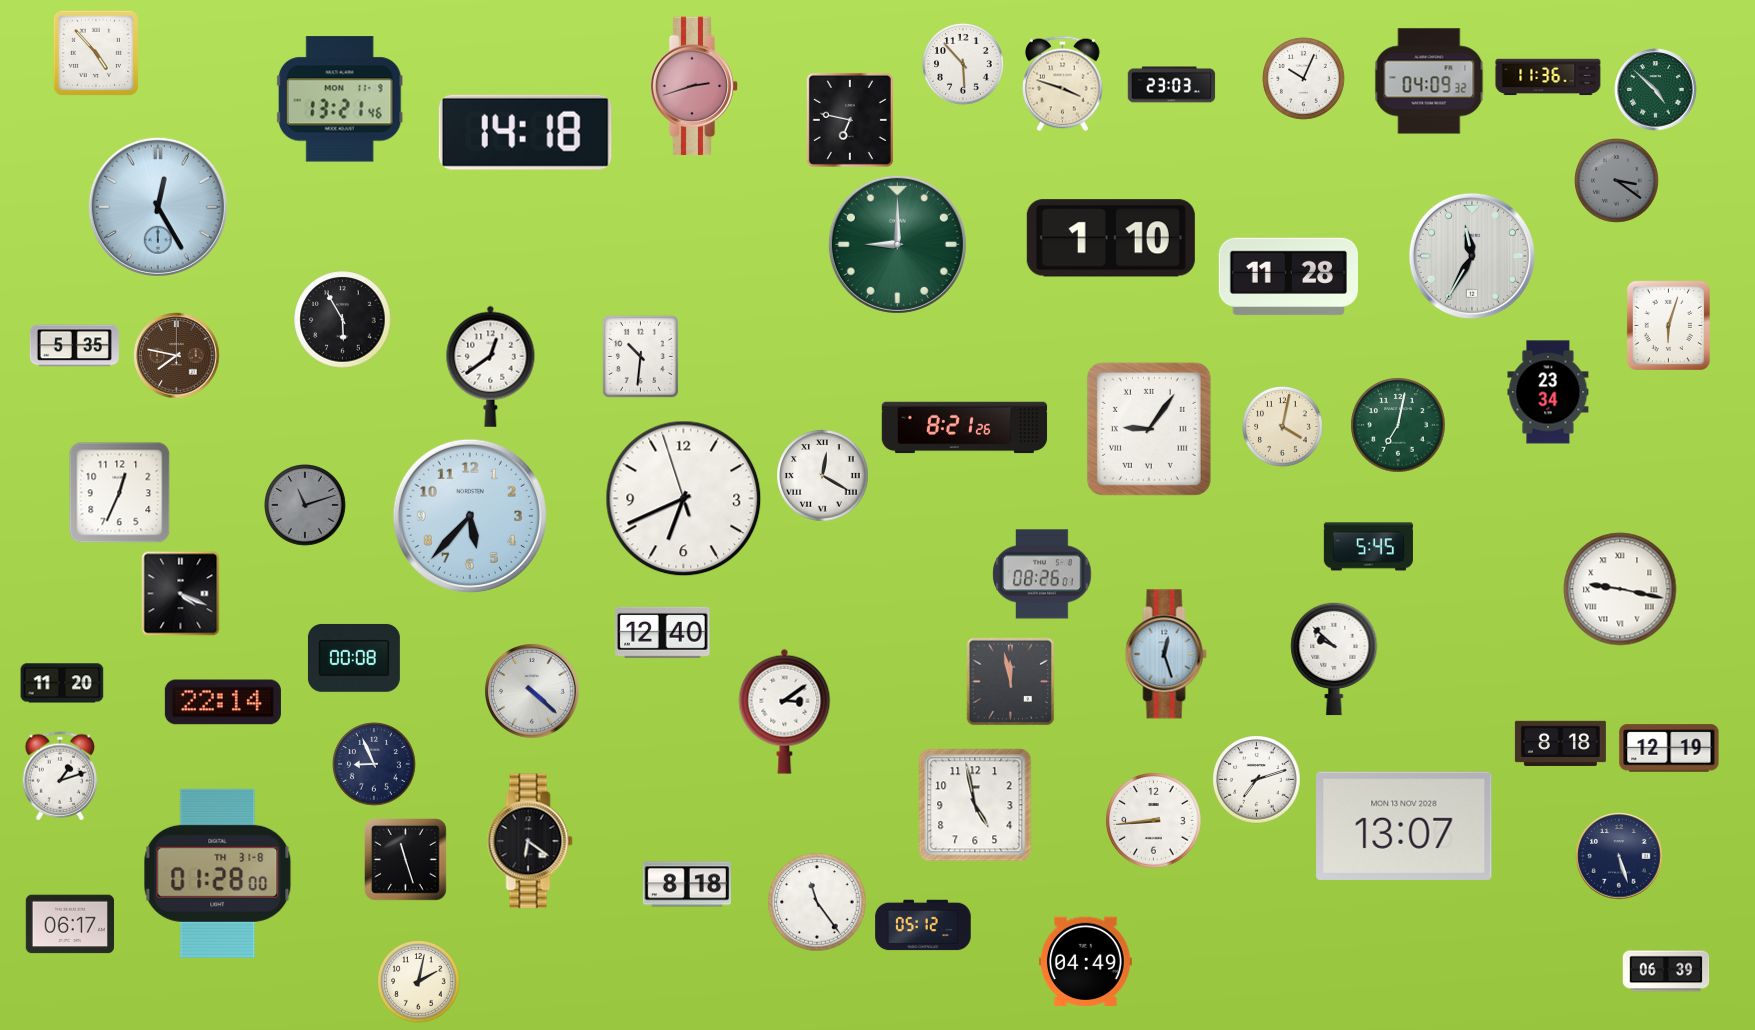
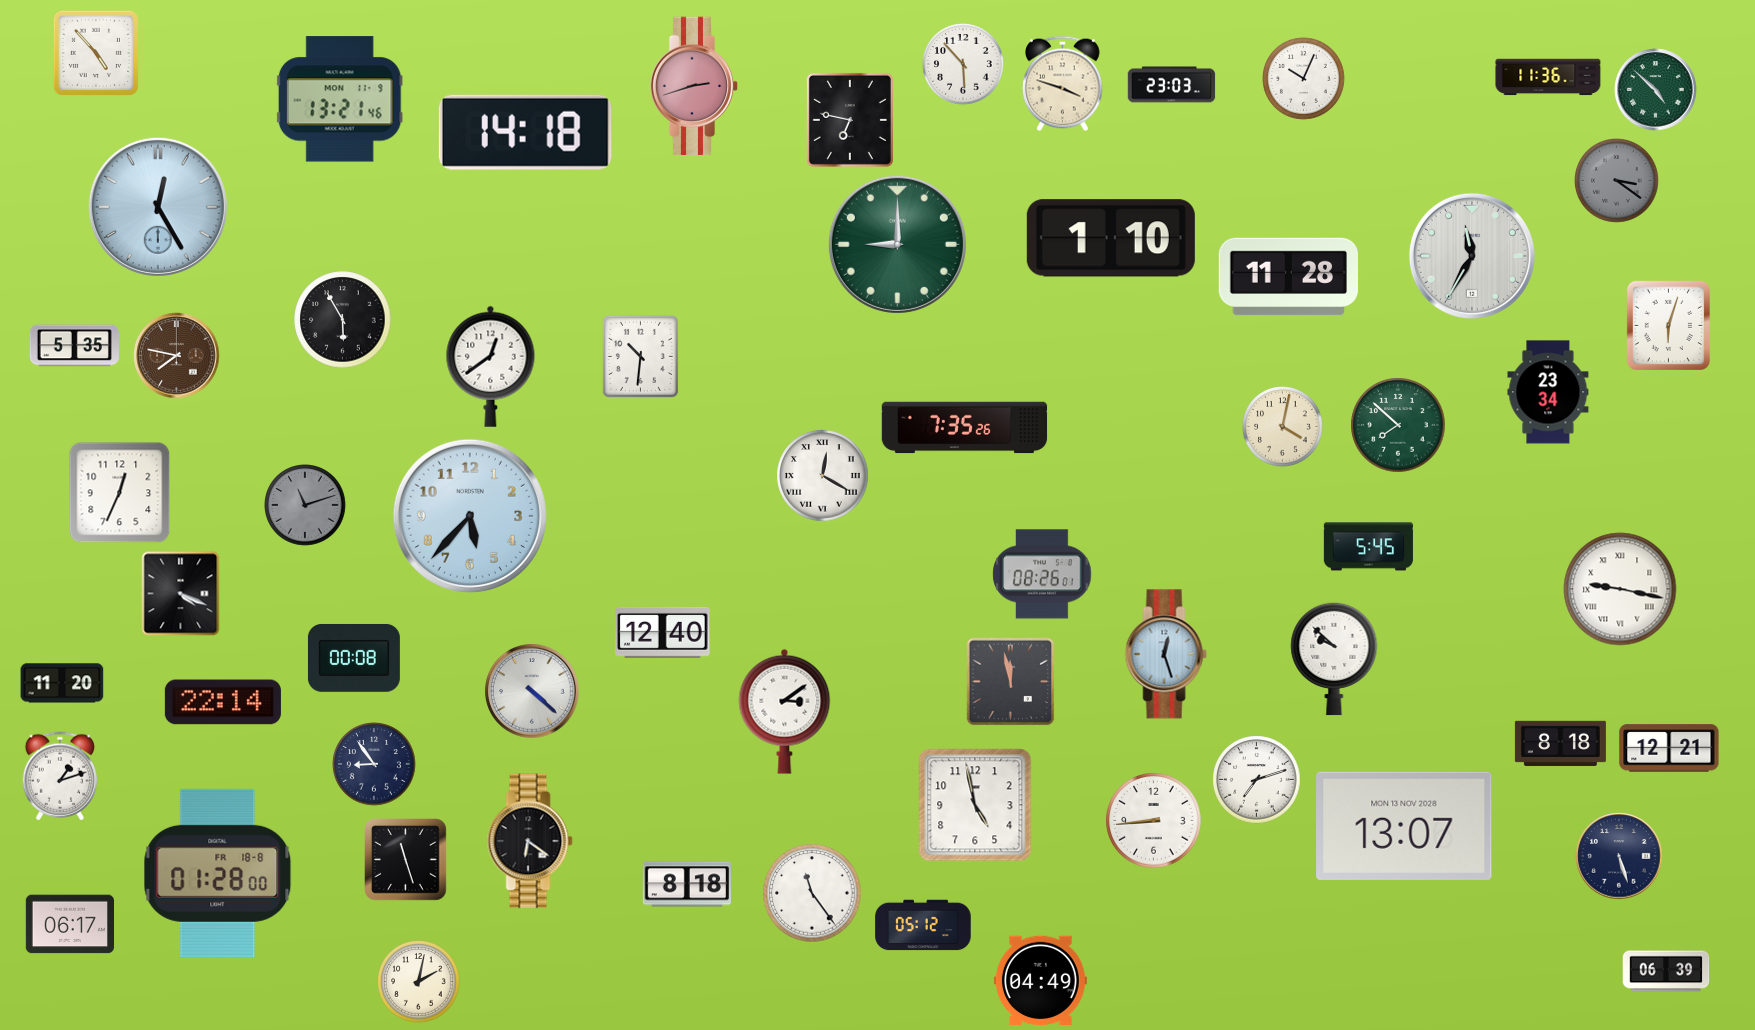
clock at (1429, 81): 04:09 -> none
clock at (1398, 425): 7:02 -> 7:52
clock at (965, 428): 8:21 -> 7:35
clock at (1149, 429): 9:06 -> none
clock at (684, 499): 6:40 -> none
clock at (1669, 748): 12:19 -> 12:21
clock at (374, 764): 8:56 -> 8:54
clock at (218, 873) date: TH 31-8 -> FR 18-8
clock at (817, 902) position: (817, 902) -> (812, 893)
clock at (1085, 962) position: (1085, 962) -> (1040, 981)
